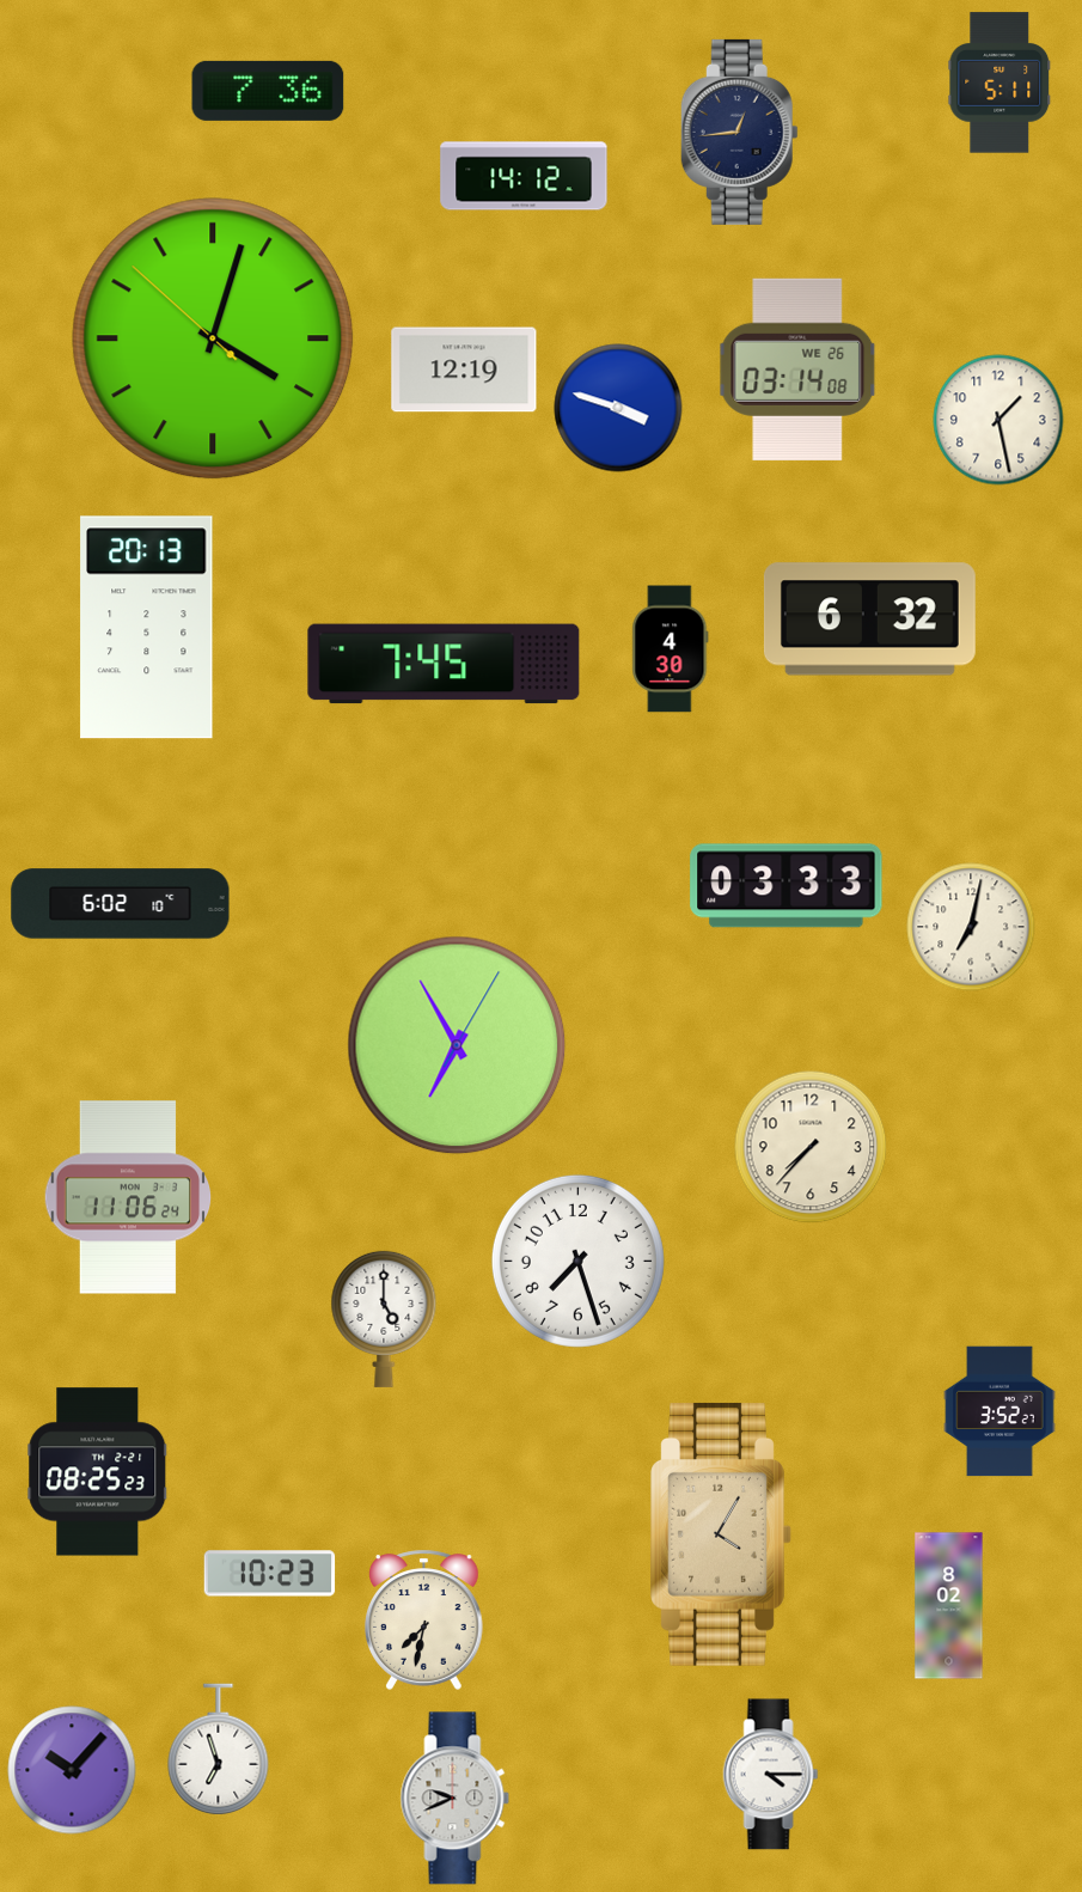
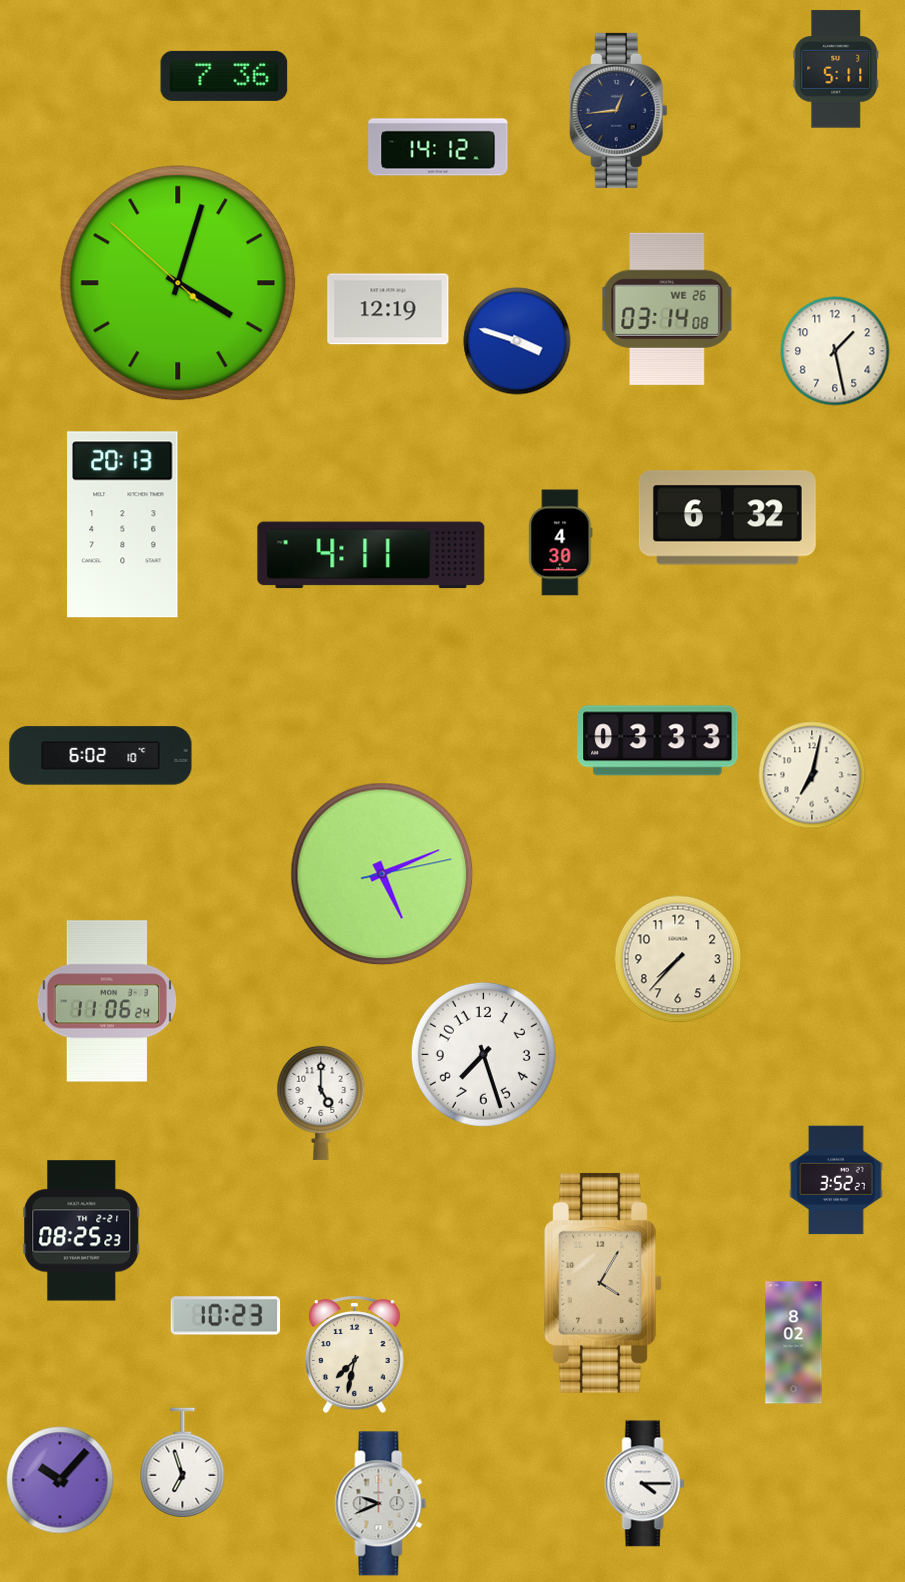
clock at (444, 664): 7:45 -> 4:11
clock at (457, 1045): 6:55 -> 5:11
